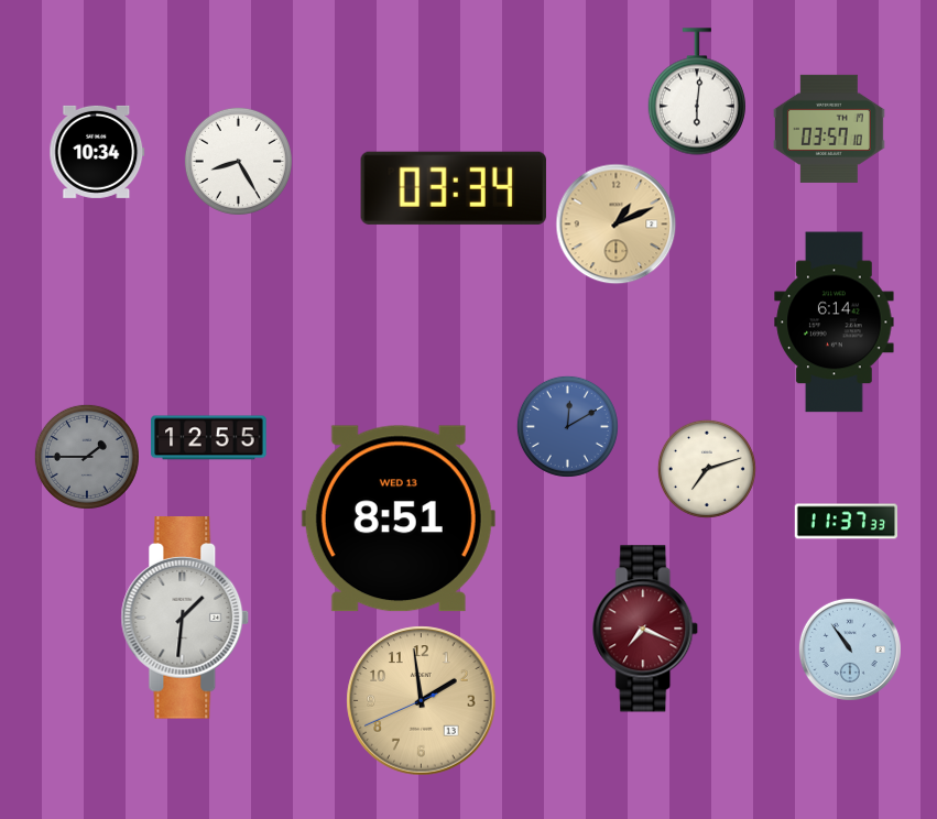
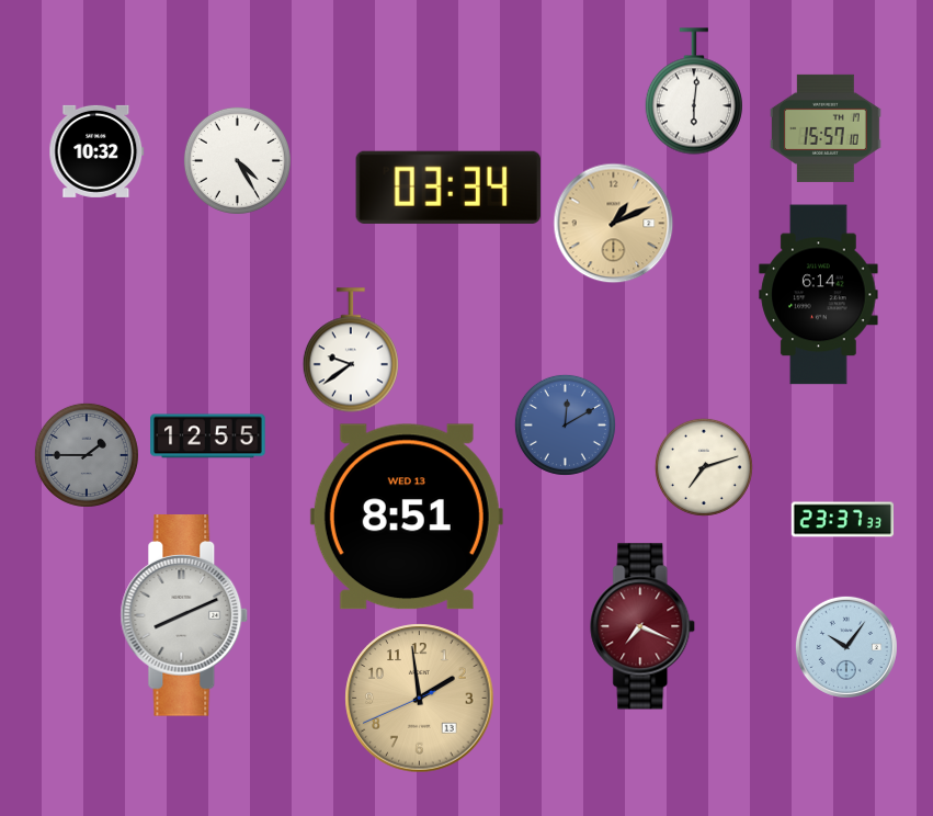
clock at (830, 129): 03:57 -> 15:57
clock at (97, 152): 10:34 -> 10:32
clock at (238, 161): 8:25 -> 4:25
clock at (454, 188) position: (454, 188) -> (448, 188)
clock at (835, 323) position: (835, 323) -> (819, 295)
clock at (351, 350): none -> 9:39
clock at (399, 518) position: (399, 518) -> (407, 517)
clock at (847, 522): 11:37 -> 23:37
clock at (185, 618): 1:31 -> 8:11
clock at (850, 649): 10:54 -> 10:06
